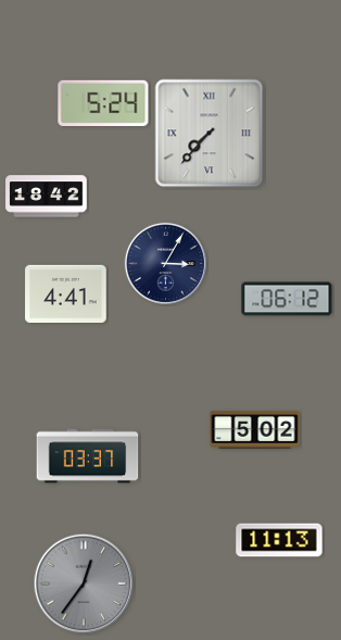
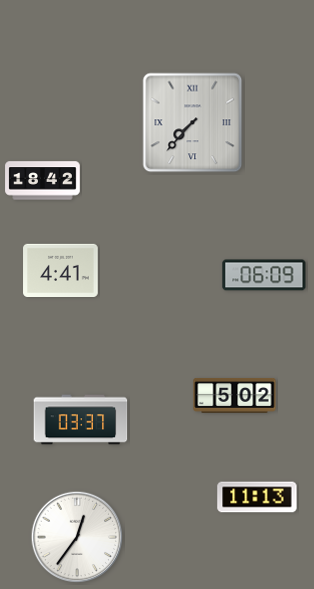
clock at (103, 102): 5:24 -> none
clock at (165, 263): 3:05 -> none
clock at (287, 299): 06:12 -> 06:09
clock at (84, 583) dial: grey -> white
